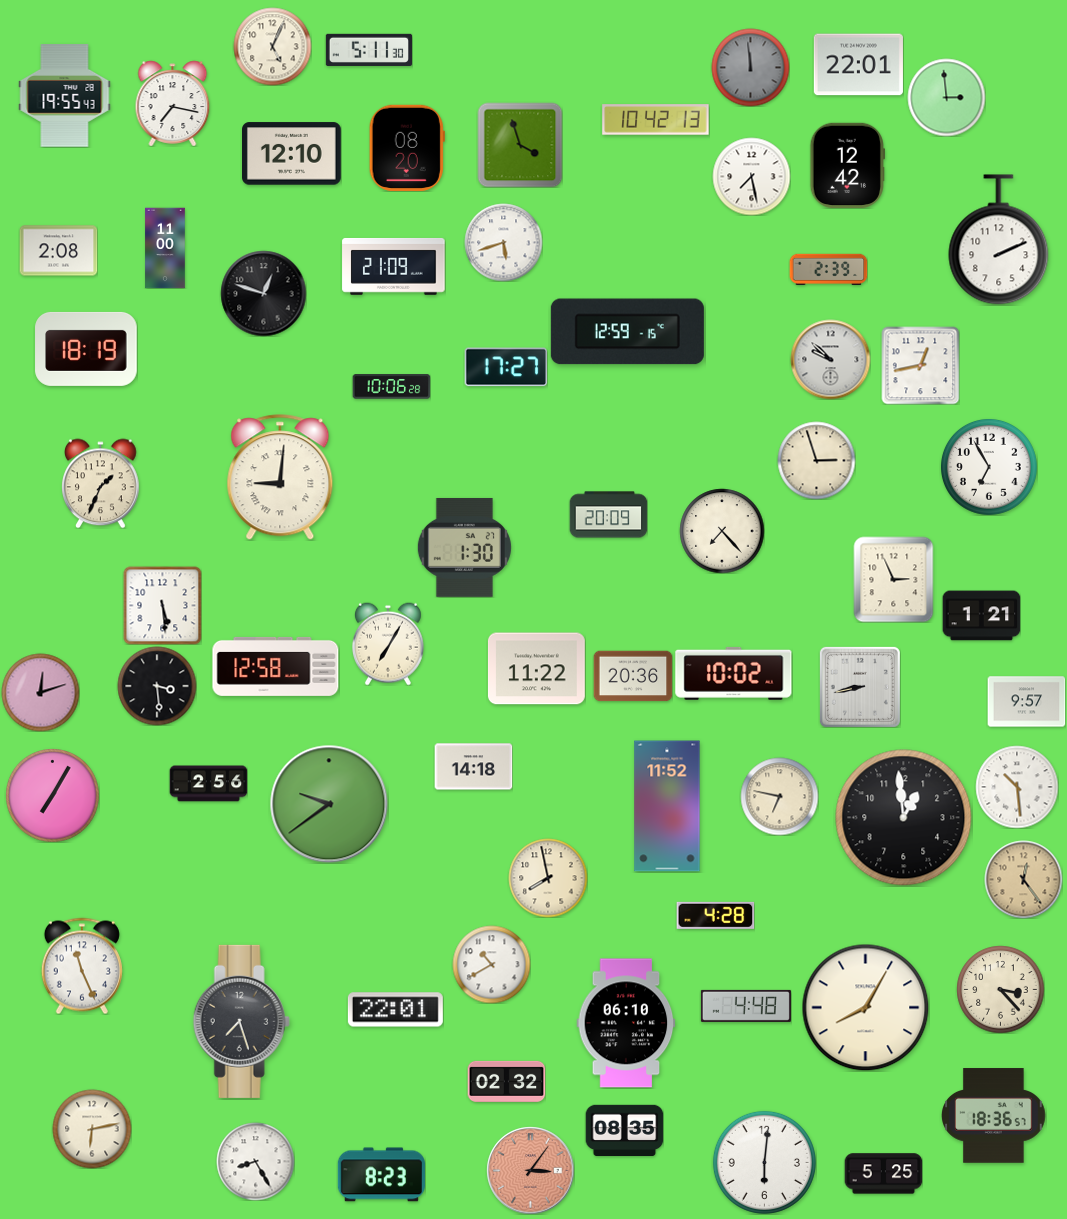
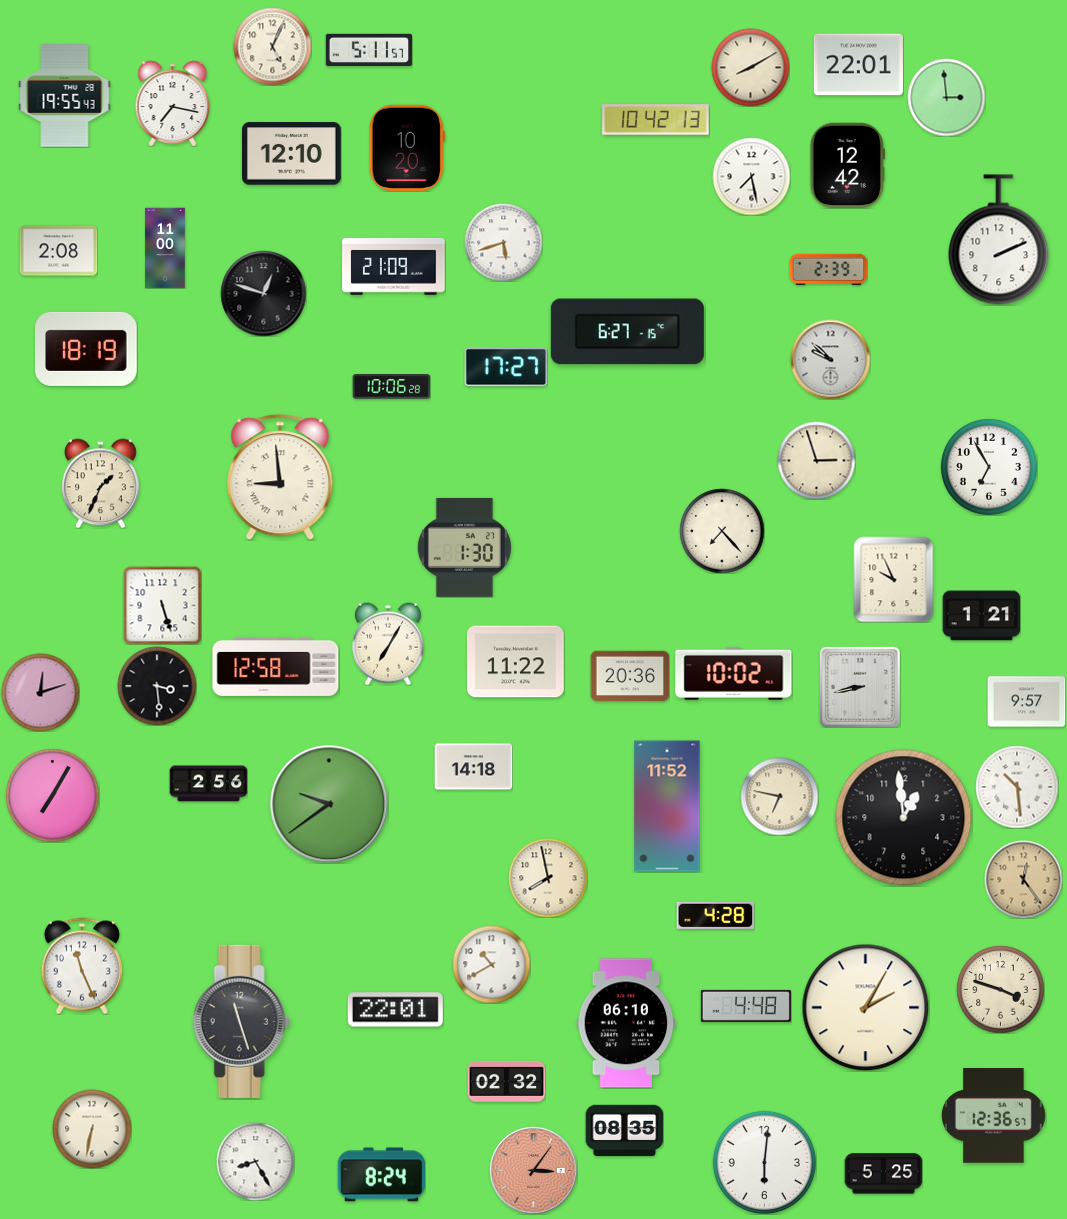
clock at (368, 49): 5:11:30 -> 5:11:57
clock at (750, 67): 11:59 -> 8:10
clock at (750, 67) dial: grey -> cream
clock at (520, 145): 3:57 -> none
clock at (407, 148): 08:20 -> 10:20
clock at (627, 332): 12:59 -> 6:27
clock at (920, 365): 12:43 -> none
clock at (280, 477): 9:01 -> 8:59
clock at (608, 515): 20:09 -> none
clock at (894, 579): 2:56 -> 9:56
clock at (162, 605): 5:29 -> 5:27
clock at (536, 669) position: (536, 669) -> (515, 662)
clock at (633, 676) position: (633, 676) -> (630, 676)
clock at (1000, 989): 3:23 -> 3:48
clock at (865, 1007): 8:05 -> 2:05
clock at (241, 1021): 7:27 -> 11:27
clock at (994, 1116): 18:36 -> 12:36
clock at (92, 1129): 6:13 -> 6:32
clock at (530, 1170) position: (530, 1170) -> (533, 1170)
clock at (381, 1175): 8:23 -> 8:24
